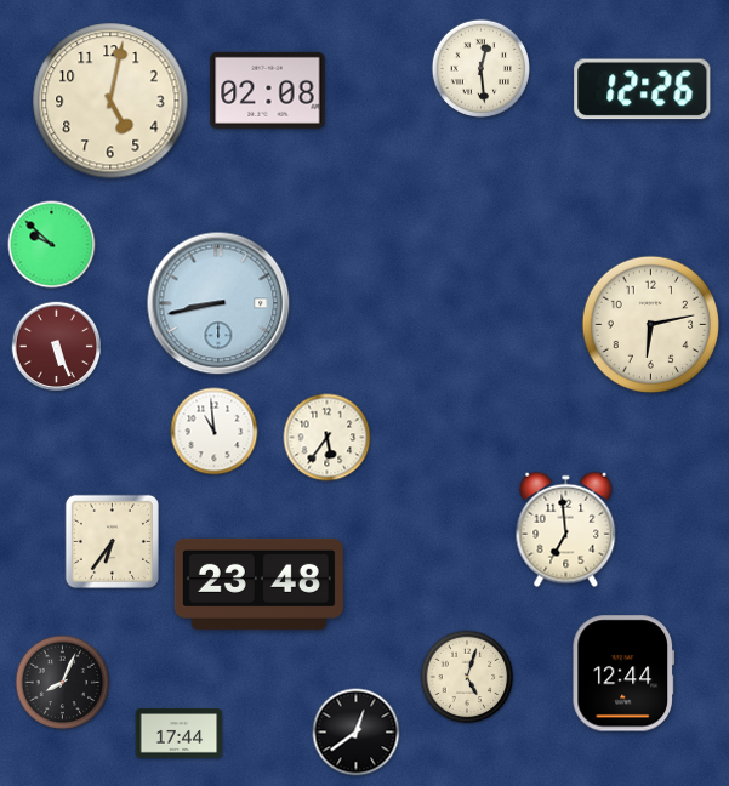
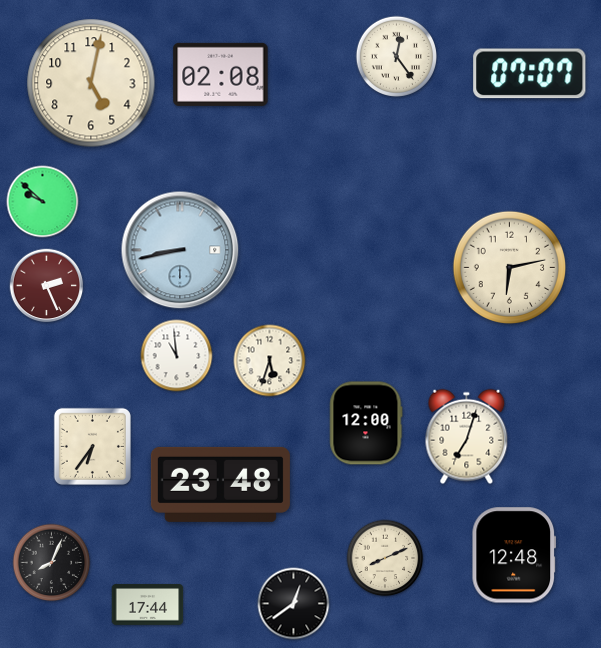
clock at (482, 69): 12:29 -> 12:24
clock at (643, 90): 12:26 -> 07:07
clock at (651, 325) position: (651, 325) -> (510, 268)
clock at (57, 347): 5:26 -> 2:26
clock at (328, 438): 5:36 -> 5:33
clock at (366, 423): none -> 12:00
clock at (566, 530): 6:59 -> 7:03
clock at (258, 583) position: (258, 583) -> (220, 484)
clock at (622, 673): 12:44 -> 12:48
clock at (467, 677): 5:03 -> 8:11
